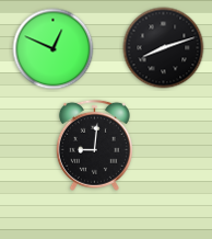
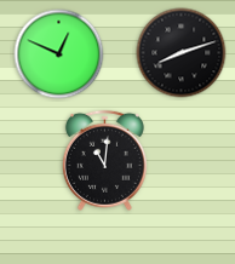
clock at (94, 145): 9:01 -> 11:01
